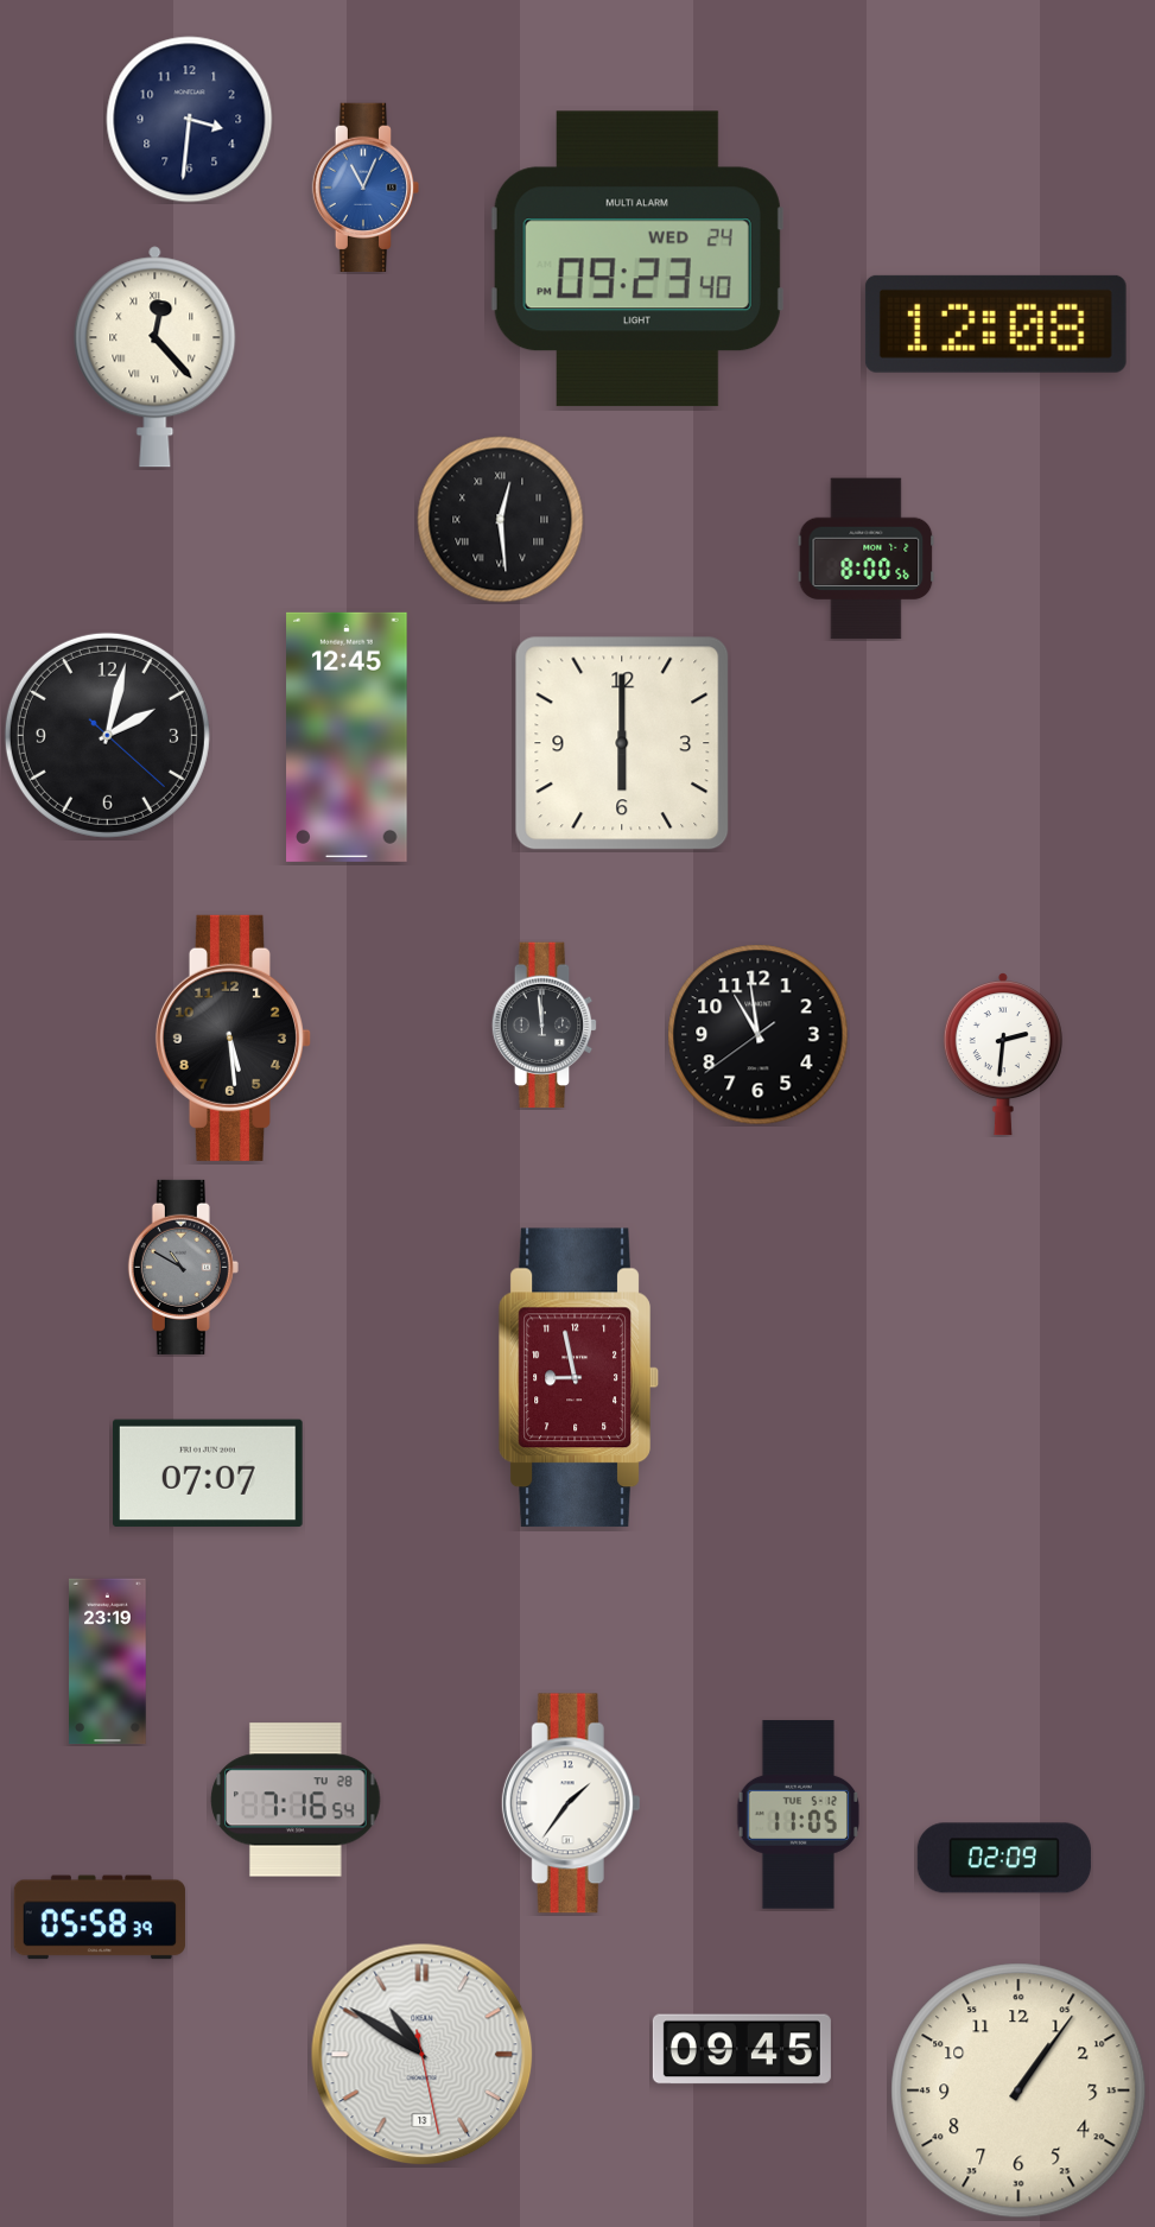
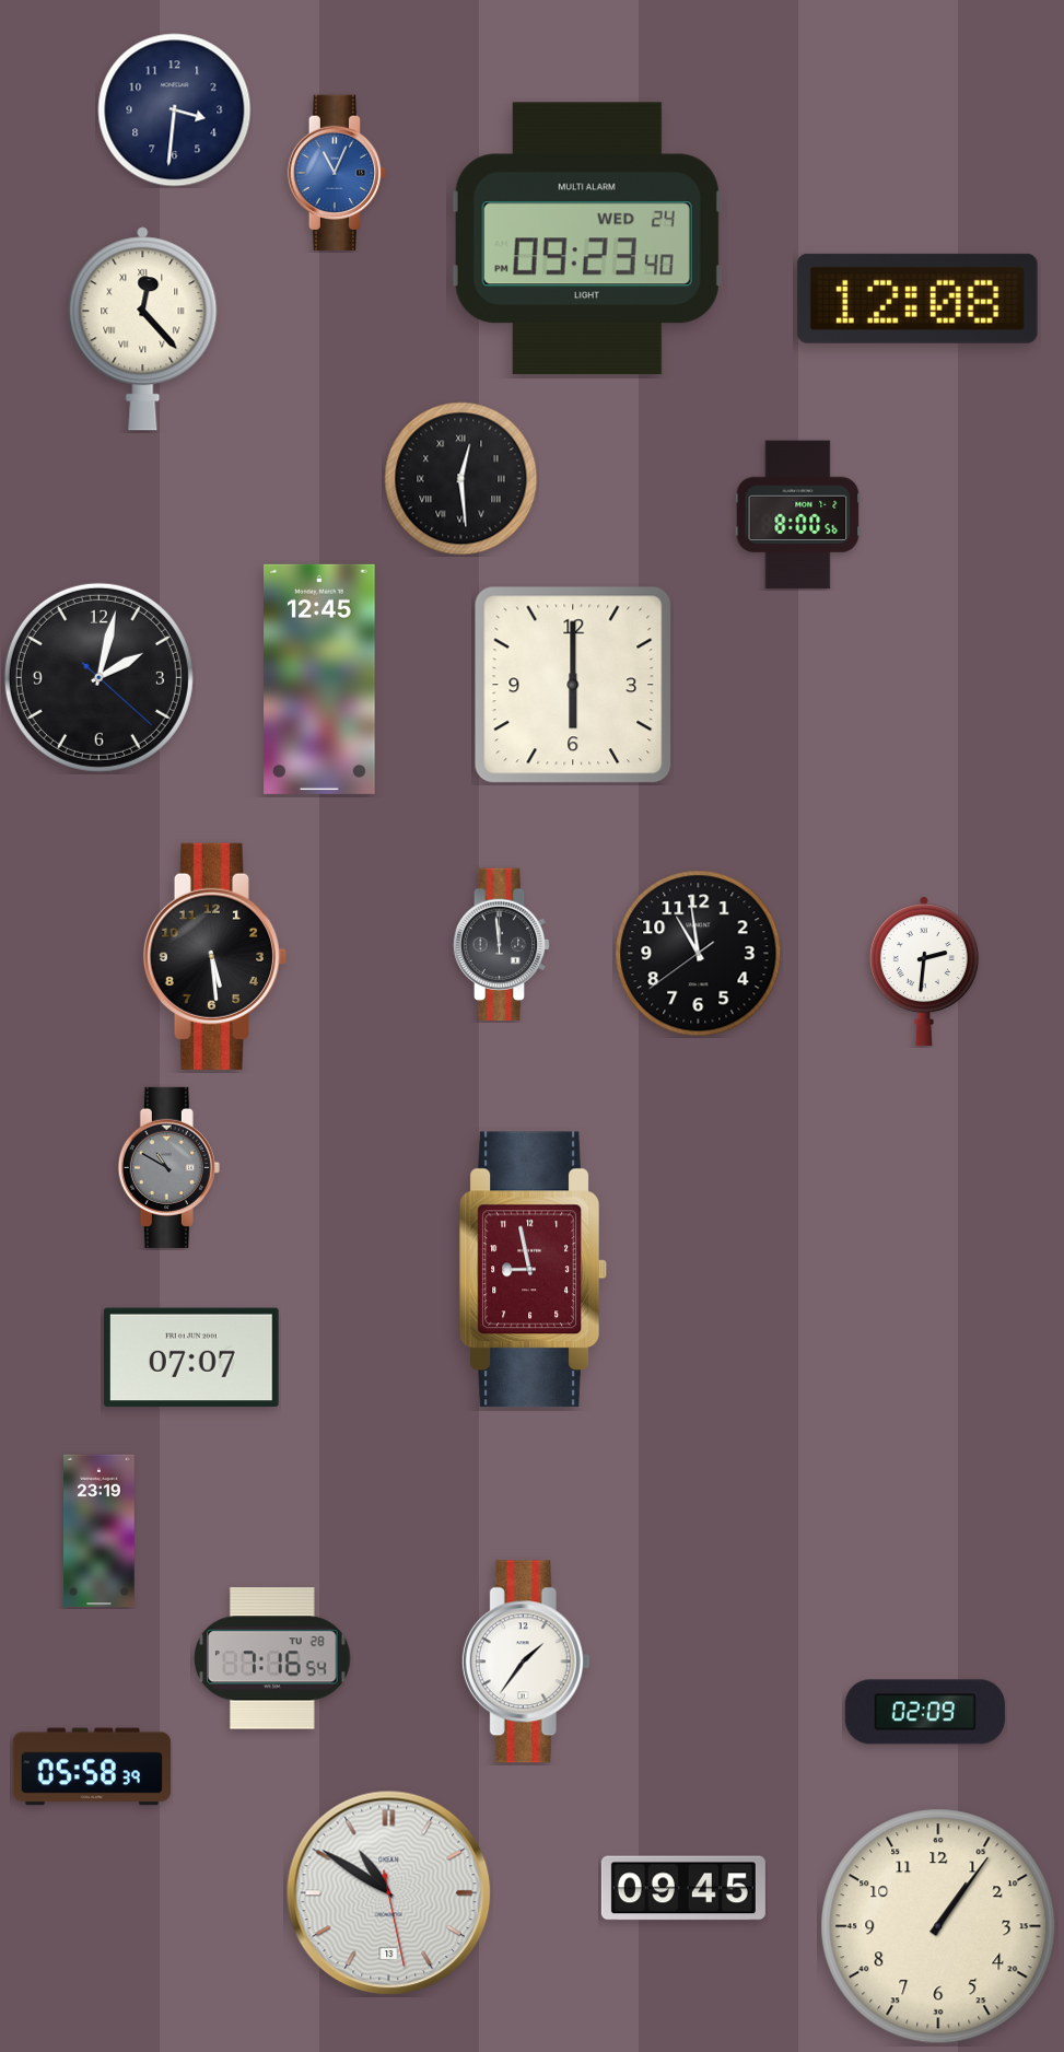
clock at (798, 1814): 11:05 -> none
